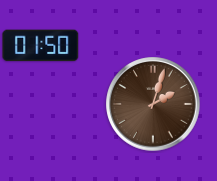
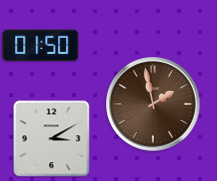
clock at (153, 104): 2:03 -> 1:58
clock at (52, 139): none -> 3:10
